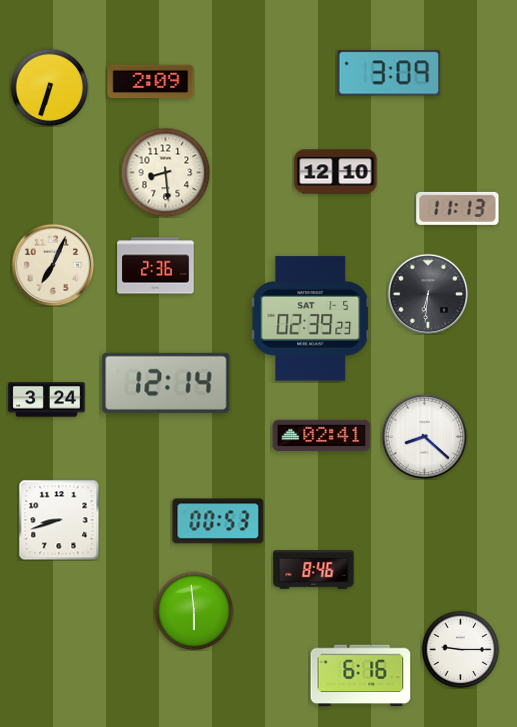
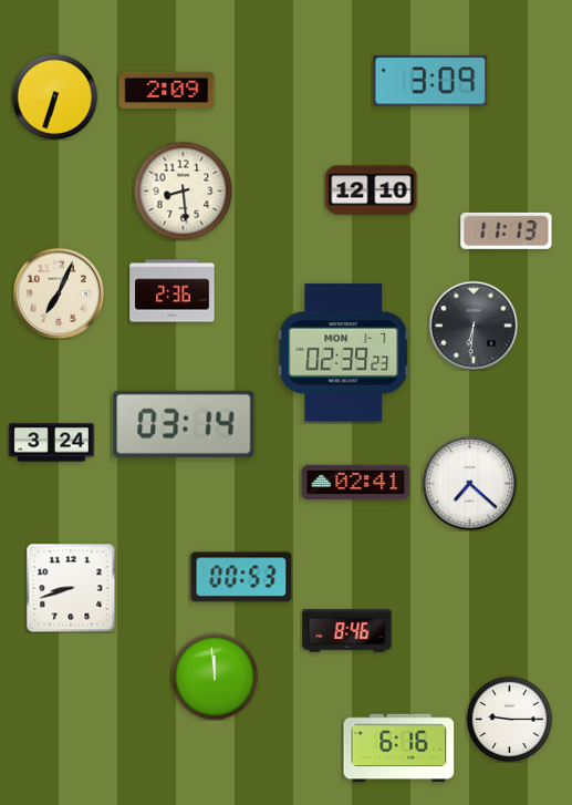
clock at (156, 266) position: (156, 266) -> (173, 291)
clock at (311, 319) date: SAT 1-5 -> MON 1-7
clock at (166, 383): 12:14 -> 03:14
clock at (424, 436): 8:22 -> 7:22
clock at (59, 520) position: (59, 520) -> (71, 588)
clock at (194, 611): 5:59 -> 11:59
